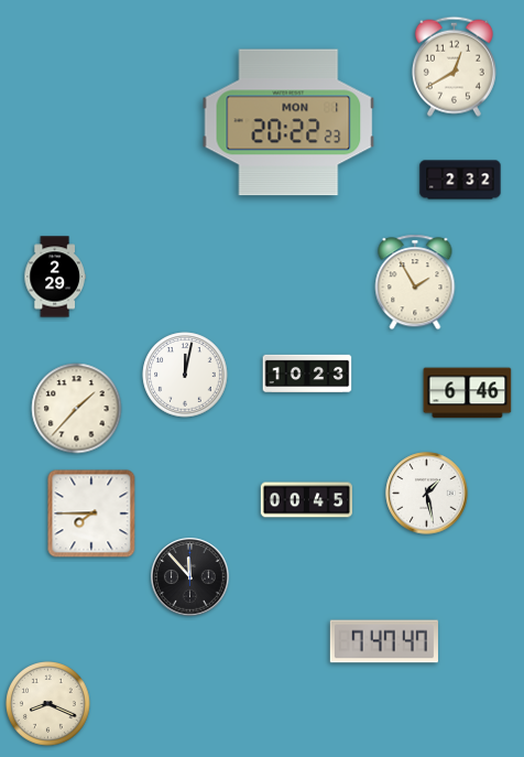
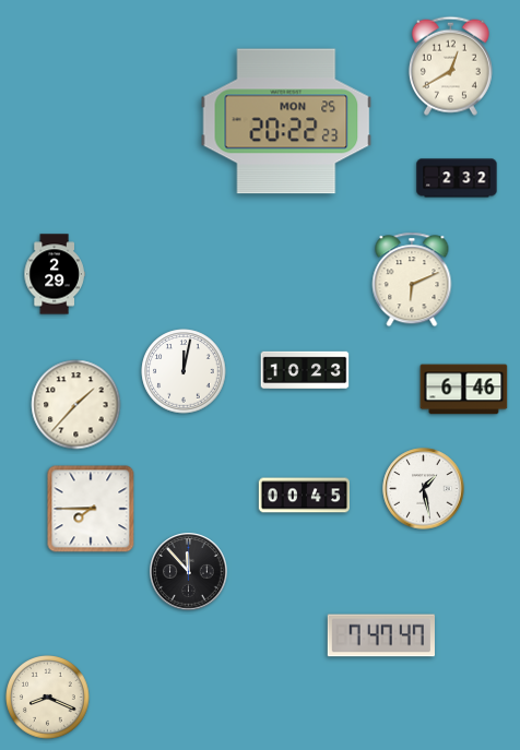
clock at (288, 122) date: MON 1 -> MON 25
clock at (415, 282): 1:55 -> 6:11
